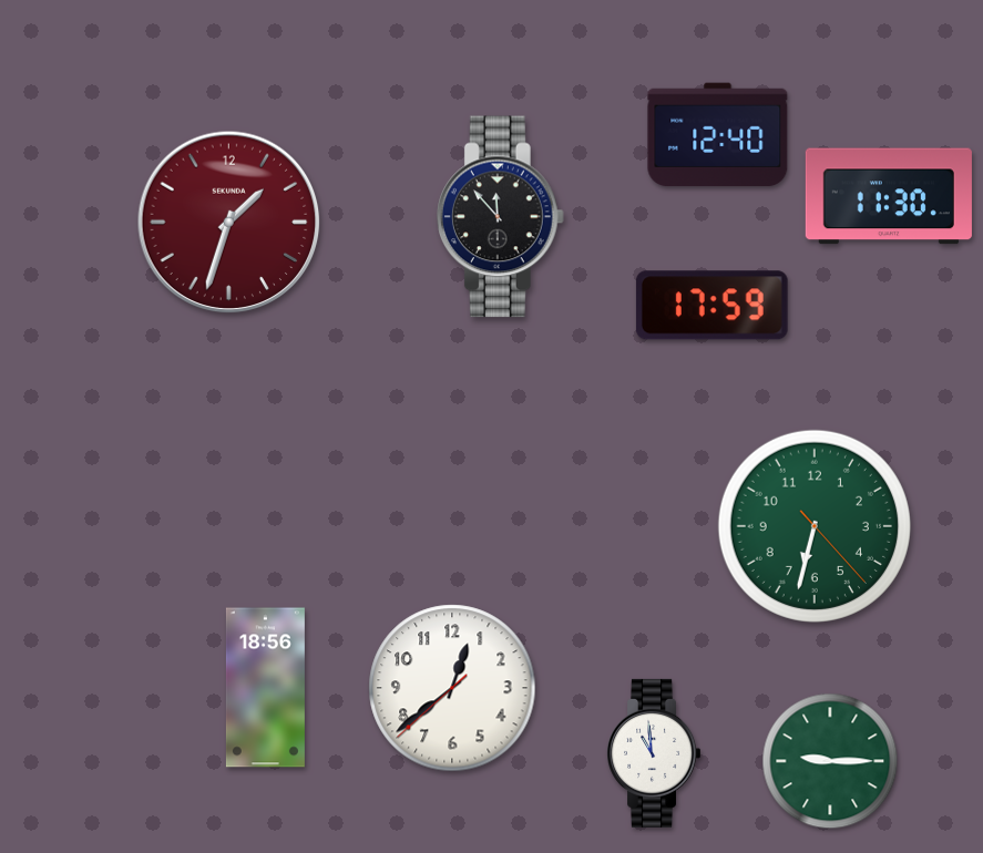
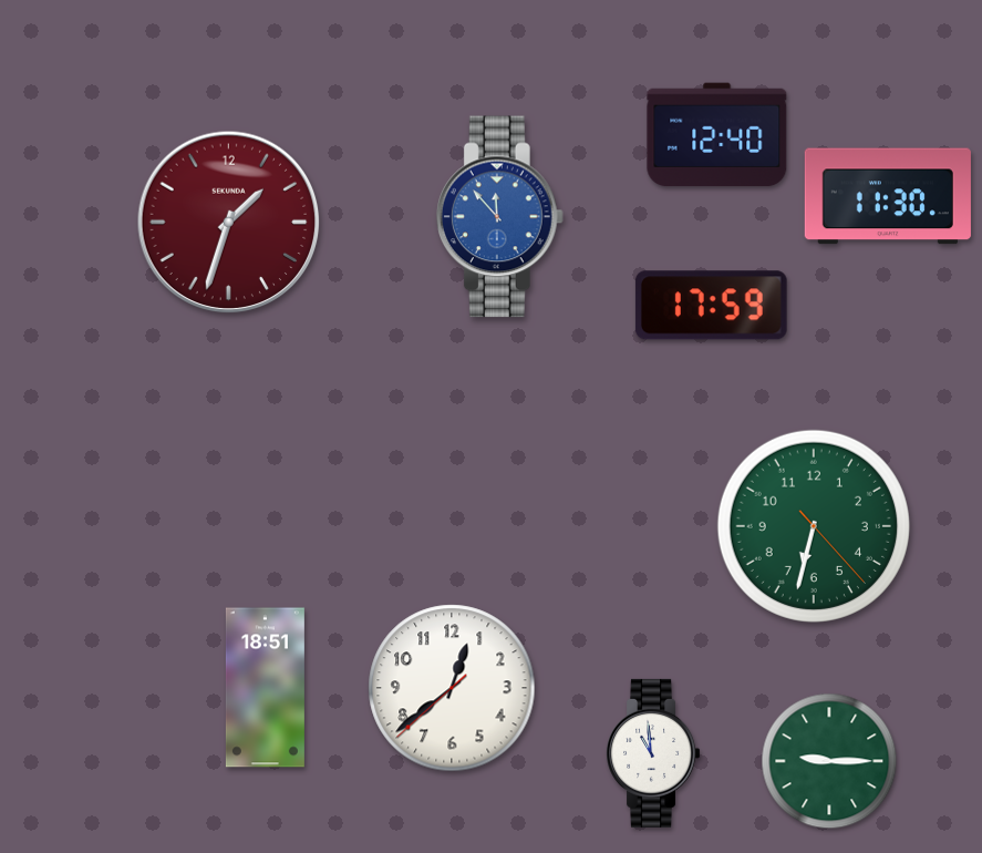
clock at (500, 217) dial: black -> blue
clock at (265, 688): 18:56 -> 18:51
